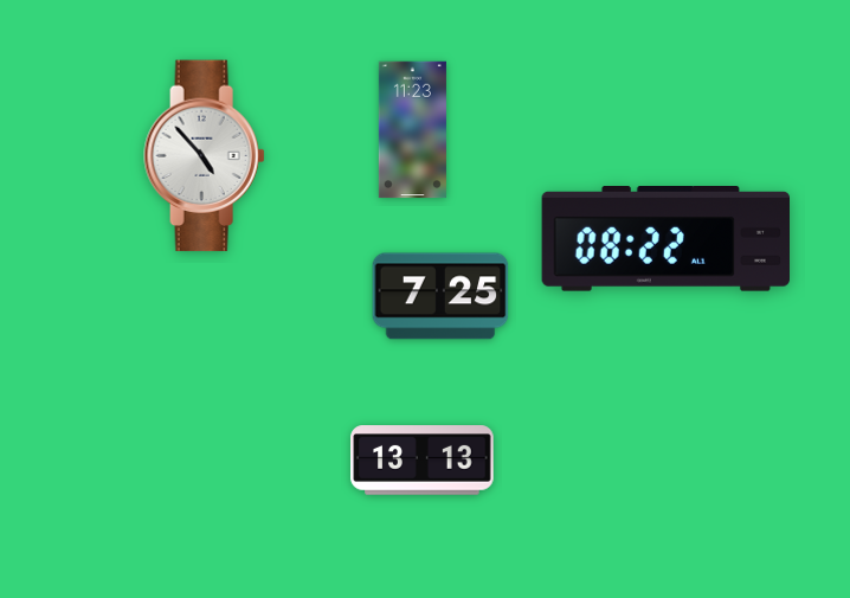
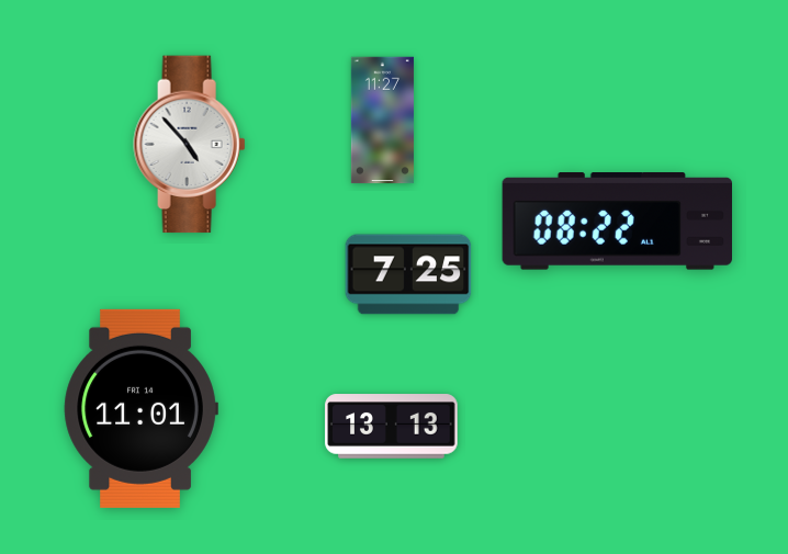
clock at (412, 130): 11:23 -> 11:27
clock at (140, 408): none -> 11:01
